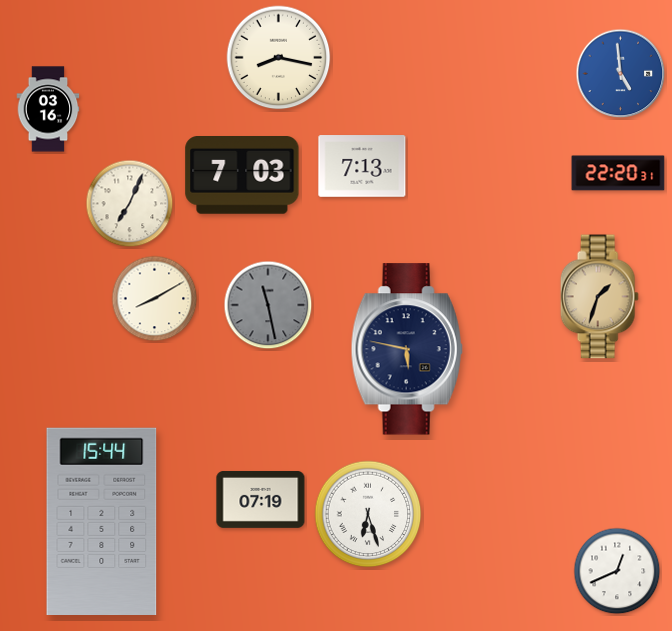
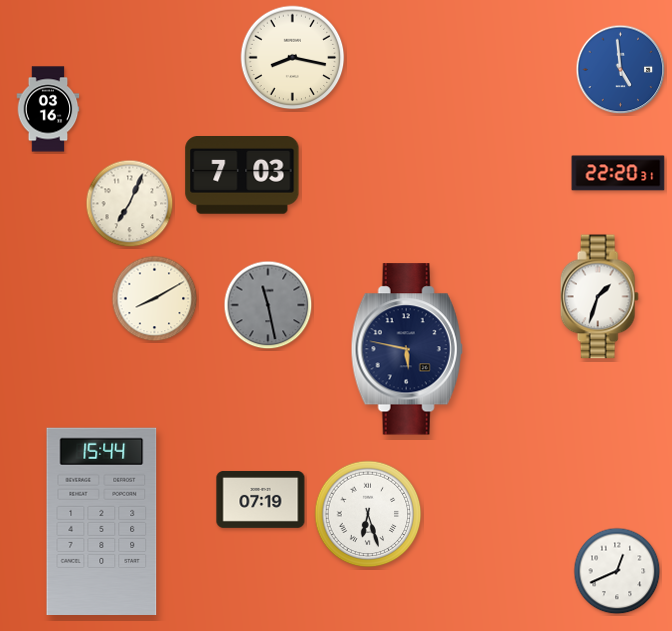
clock at (279, 58) position: (279, 58) -> (293, 58)
clock at (621, 74) position: (621, 74) -> (621, 70)
clock at (362, 166): 7:13 -> none
clock at (599, 297) dial: champagne -> white
